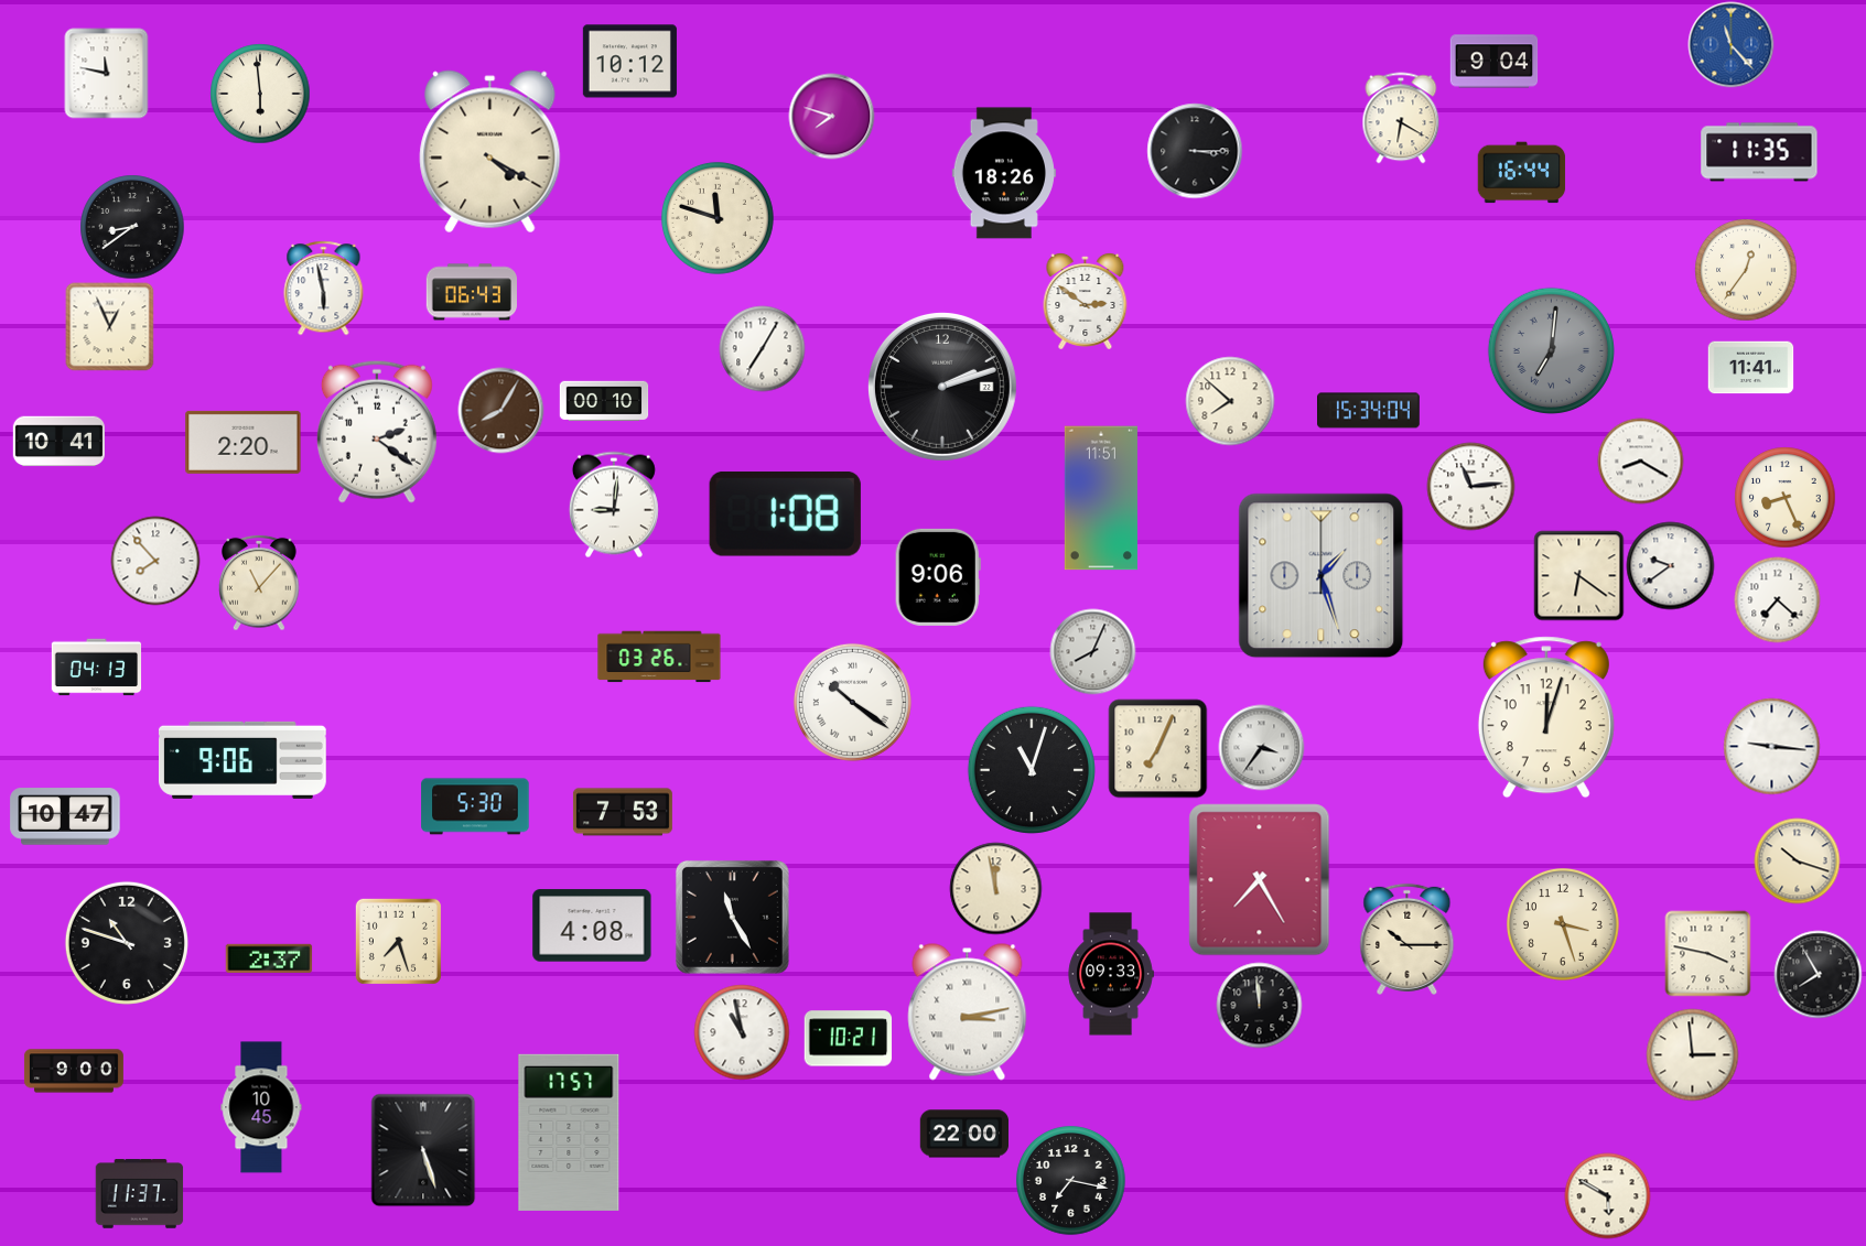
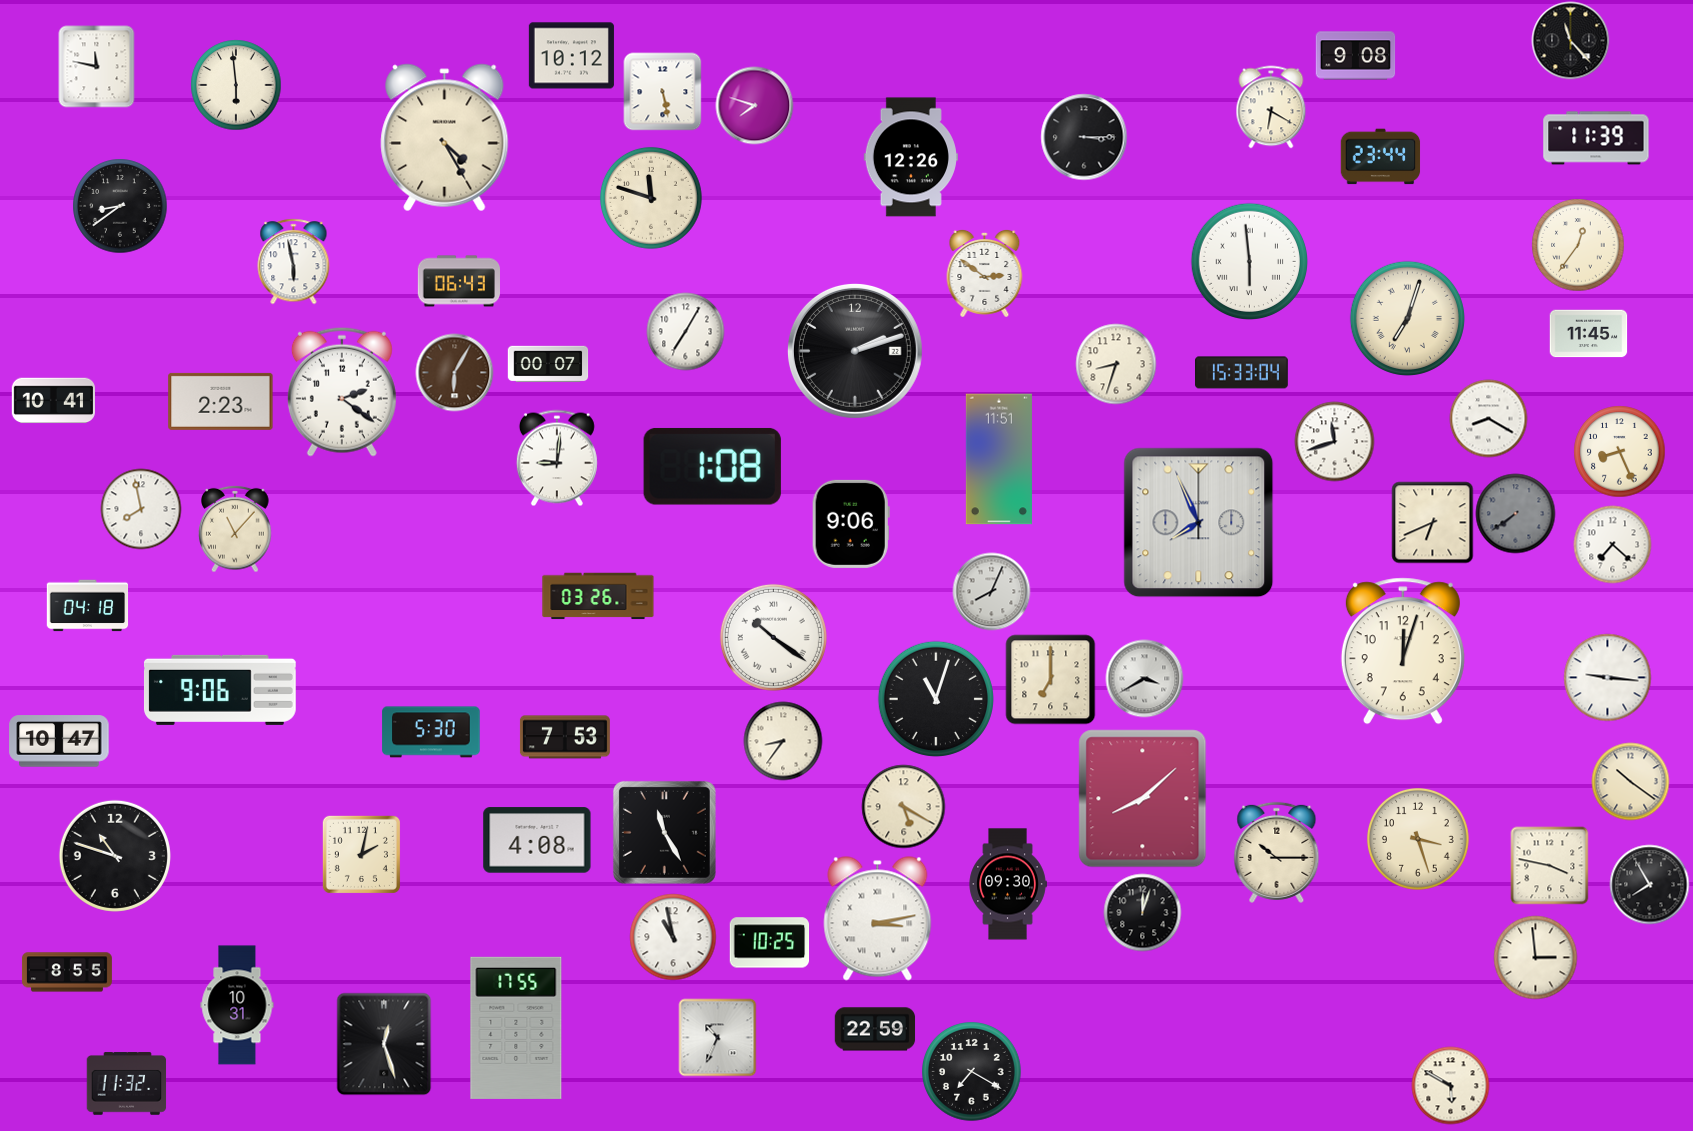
clock at (1730, 44) dial: blue -> black
clock at (1493, 62): 9:04 -> 9:08
clock at (662, 91): none -> 5:28
clock at (490, 152): 4:20 -> 4:25
clock at (1759, 152): 11:35 -> 11:39
clock at (1004, 173): 18:26 -> 12:26
clock at (1521, 173): 16:44 -> 23:44
clock at (1746, 270) position: (1746, 270) -> (1578, 245)
clock at (1249, 261): none -> 5:59
clock at (471, 292) position: (471, 292) -> (458, 281)
clock at (109, 326): 12:56 -> none
clock at (762, 348) position: (762, 348) -> (685, 331)
clock at (1551, 350): 7:01 -> 7:03
clock at (1551, 350) dial: grey -> cream
clock at (1750, 368): 11:41 -> 11:45
clock at (604, 401): 00:10 -> 00:07
clock at (1230, 401): 7:52 -> 8:33
clock at (500, 410): 8:05 -> 6:05
clock at (1369, 411): 15:34 -> 15:33
clock at (244, 442): 2:20 -> 2:23
clock at (1470, 486): 11:14 -> 11:42
clock at (1101, 498) position: (1101, 498) -> (999, 459)
clock at (155, 561): 7:53 -> 7:58
clock at (1670, 565): 9:39 -> 7:39
clock at (1670, 565) dial: white -> grey
clock at (1578, 575): 6:21 -> 6:41
clock at (1322, 576): 1:27 -> 7:56
clock at (96, 668): 04:13 -> 04:18
clock at (1261, 747): 3:36 -> 3:40
clock at (1157, 748): 7:04 -> 7:00
clock at (783, 741): none -> 8:36
clock at (1797, 860): 10:18 -> 10:21
clock at (1260, 880): 7:25 -> 8:08
clock at (995, 888): 11:58 -> 5:20
clock at (398, 941): 7:27 -> 2:02
clock at (269, 957): 2:37 -> none
clock at (1111, 974): 09:33 -> 09:30
clock at (1259, 1005): 11:59 -> 12:03
clock at (848, 1039): 10:21 -> 10:25
clock at (74, 1071): 9:00 -> 8:55
clock at (261, 1107): 10:45 -> 10:31
clock at (569, 1133): 17:57 -> 17:55
clock at (964, 1134): 22:00 -> 22:59
clock at (717, 1037): none -> 10:34
clock at (423, 1150): 5:27 -> 12:27
clock at (1071, 1181): 7:17 -> 7:20
clock at (139, 1194): 11:37 -> 11:32
clock at (1607, 1195) position: (1607, 1195) -> (1450, 1085)
